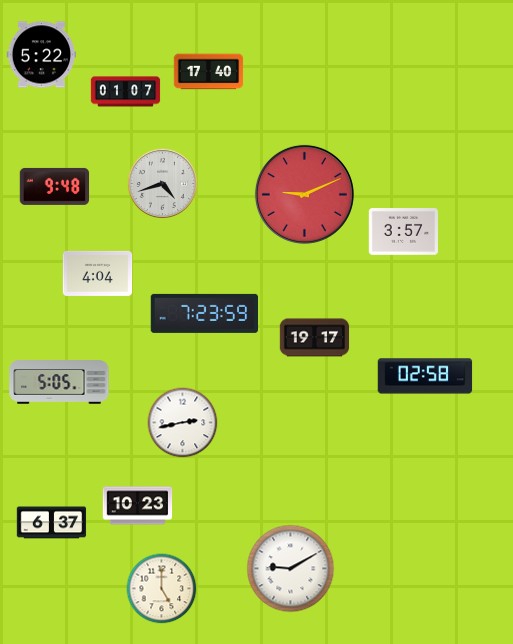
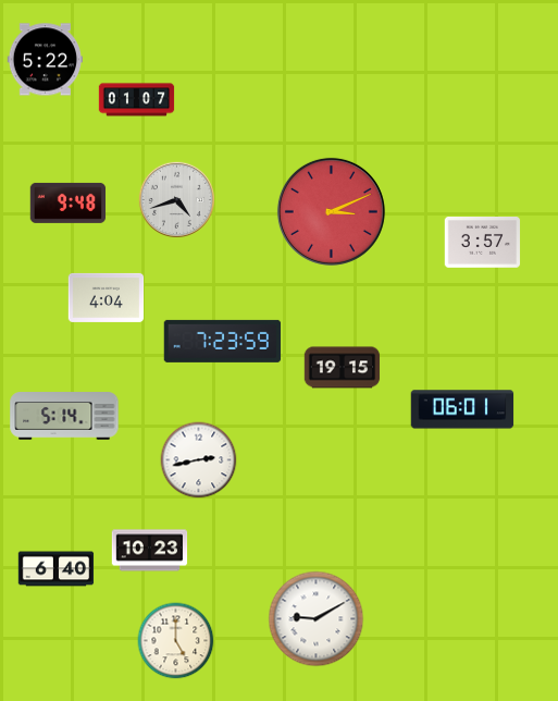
clock at (209, 72): 17:40 -> none
clock at (55, 186) position: (55, 186) -> (69, 202)
clock at (304, 194): 9:11 -> 3:11
clock at (404, 232) position: (404, 232) -> (483, 243)
clock at (315, 338): 19:17 -> 19:15
clock at (425, 376): 02:58 -> 06:01
clock at (59, 382): 5:05 -> 5:14
clock at (52, 523): 6:37 -> 6:40
